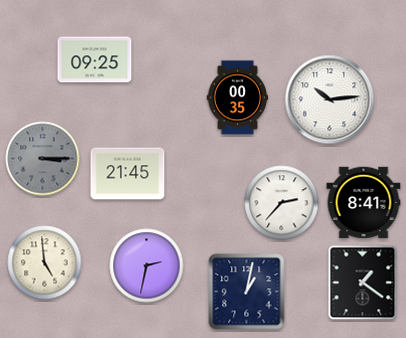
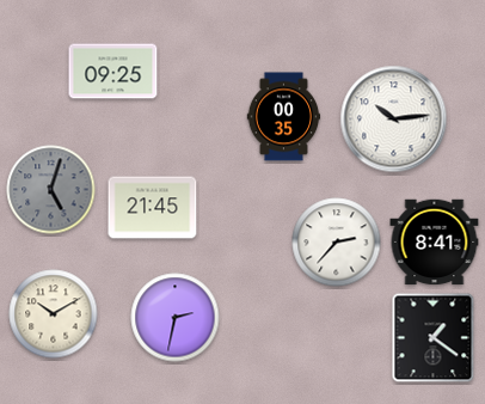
clock at (43, 159): 3:15 -> 5:03
clock at (45, 263): 4:59 -> 10:10
clock at (247, 292): 1:02 -> none
